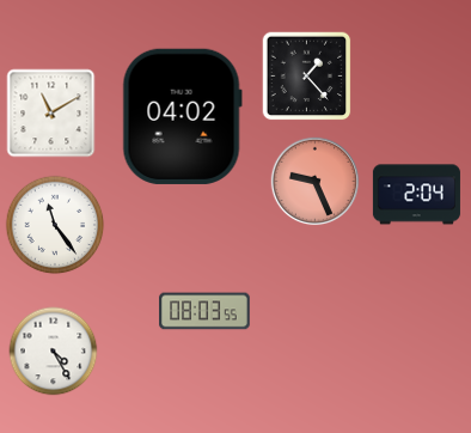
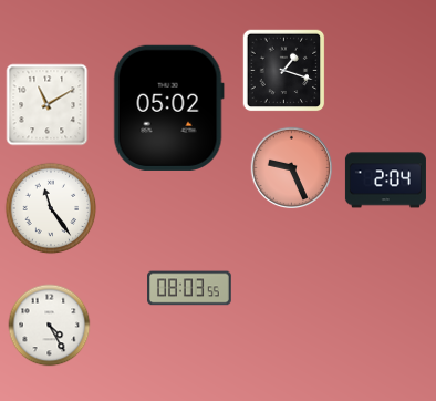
clock at (307, 77): 1:23 -> 1:18
clock at (182, 116): 04:02 -> 05:02
